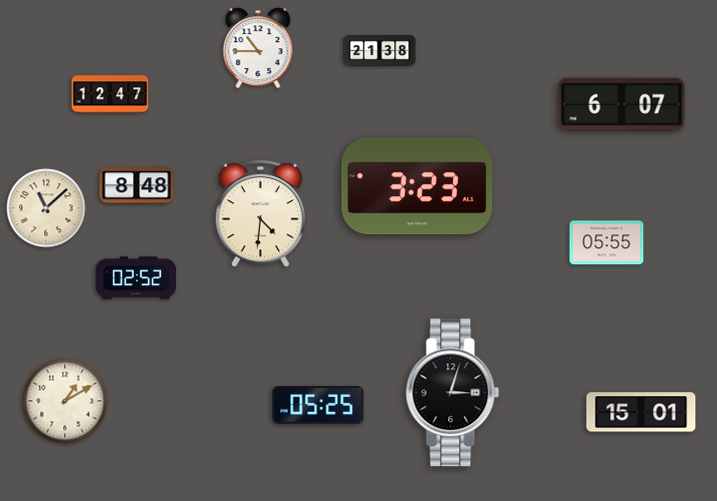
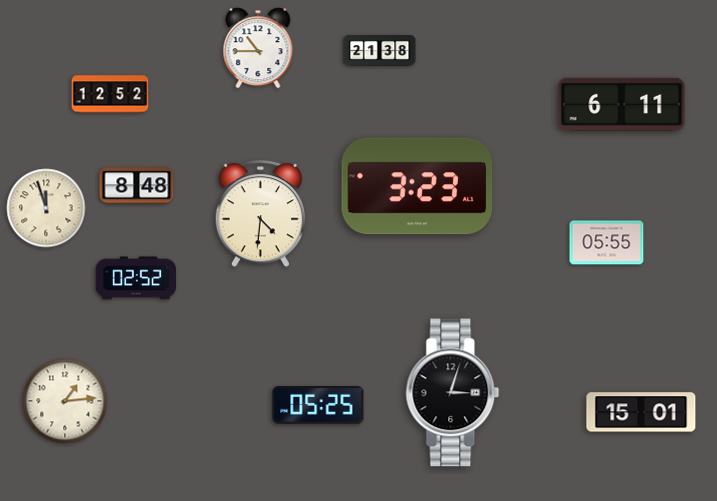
clock at (110, 94): 12:47 -> 12:52
clock at (622, 104): 6:07 -> 6:11
clock at (46, 208): 11:08 -> 11:57
clock at (65, 401): 1:10 -> 1:14
